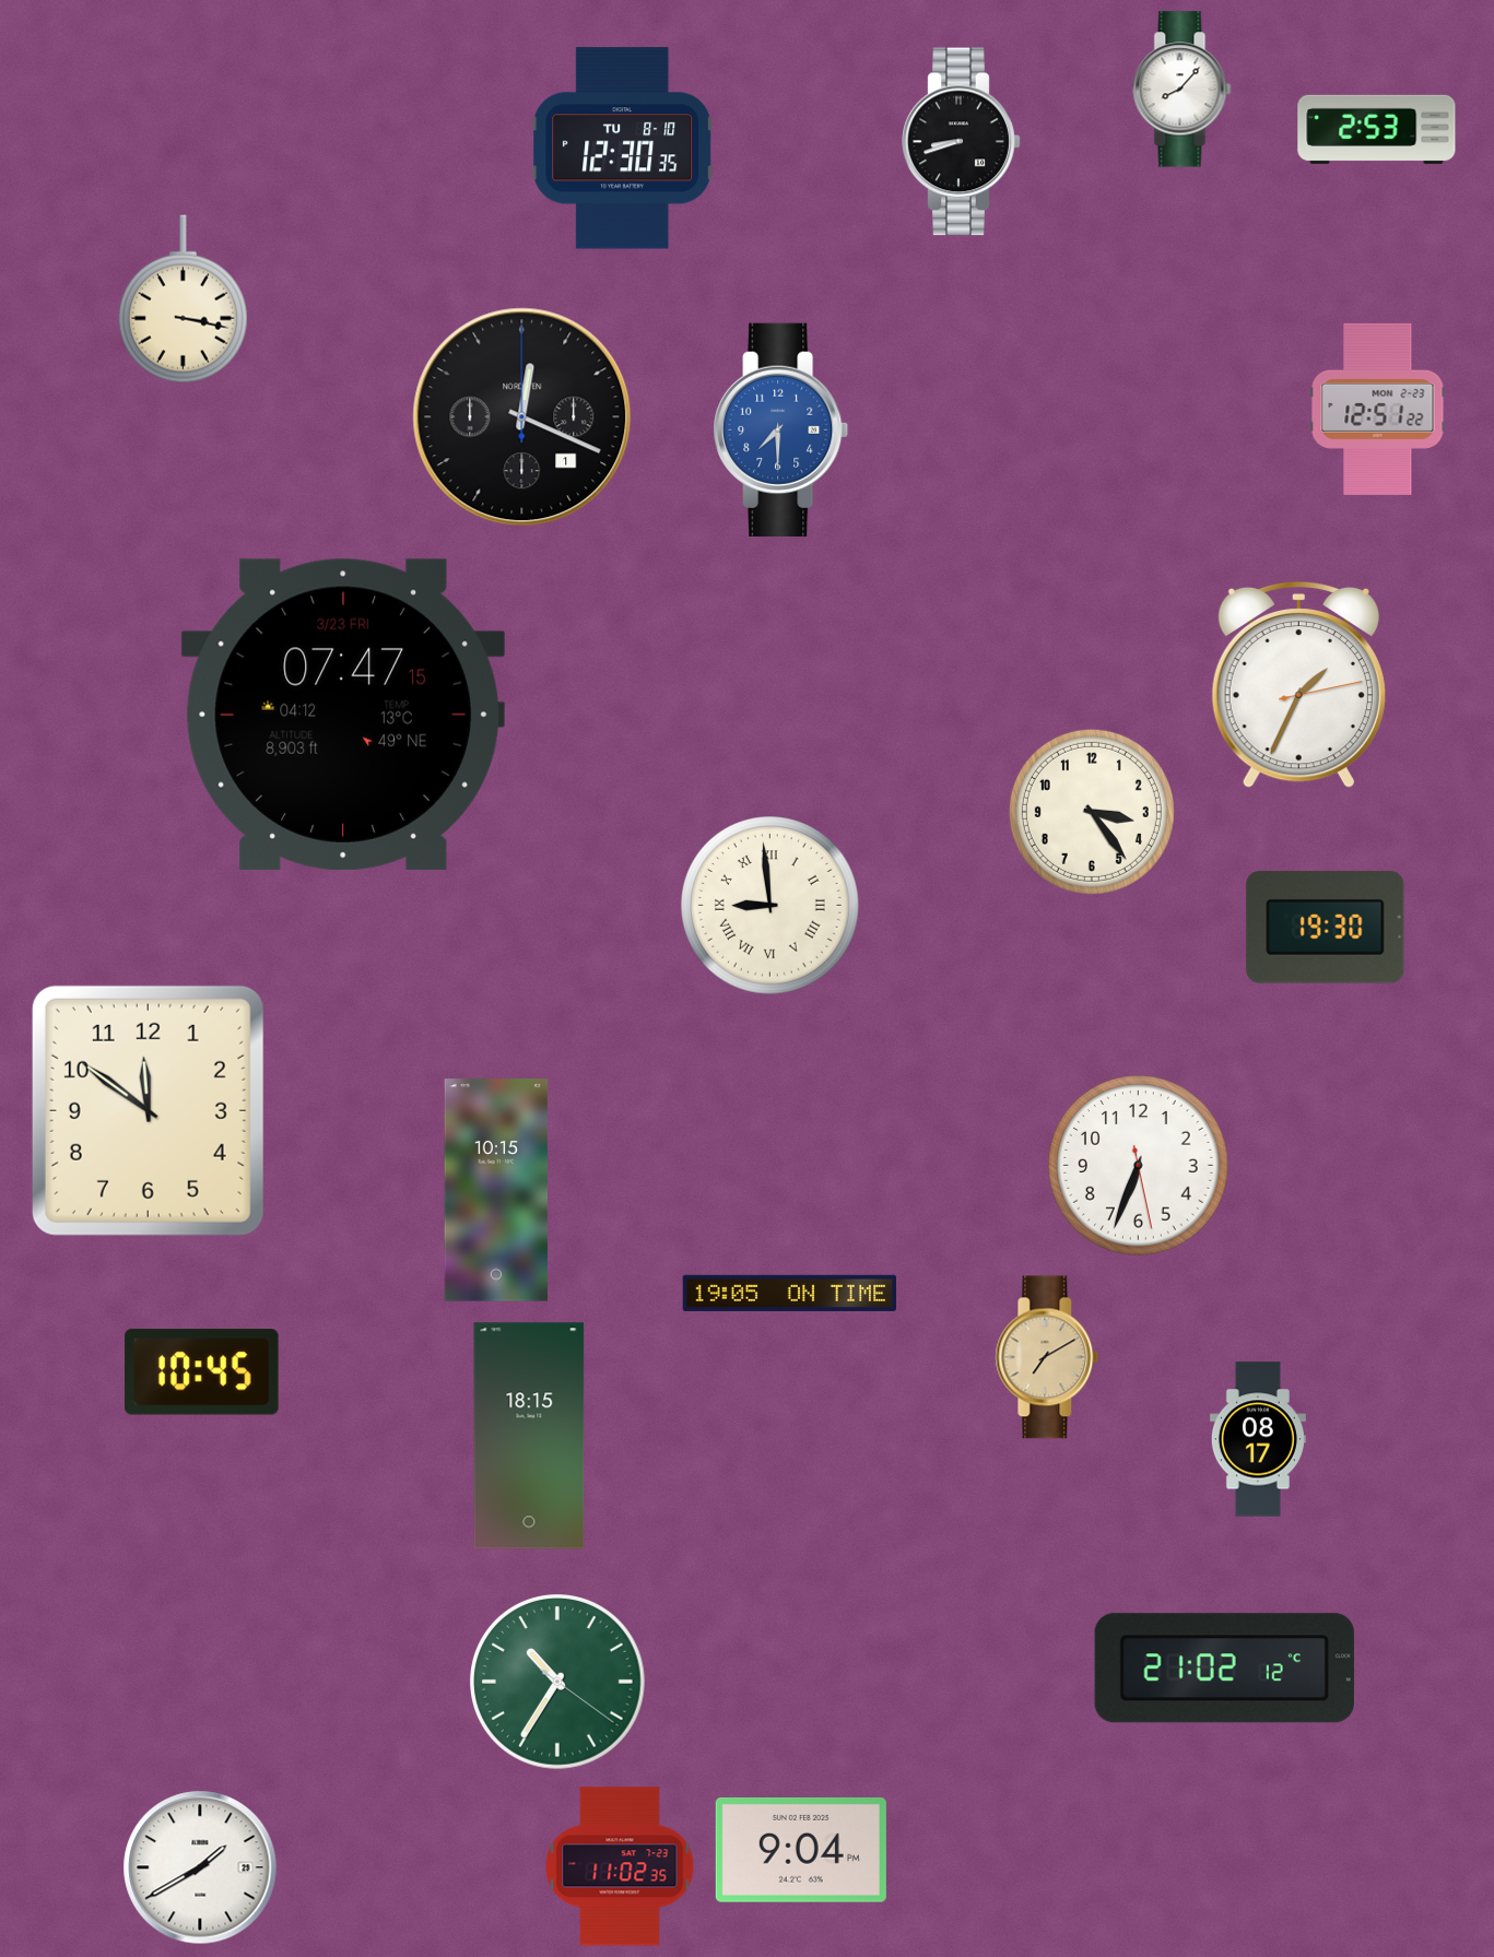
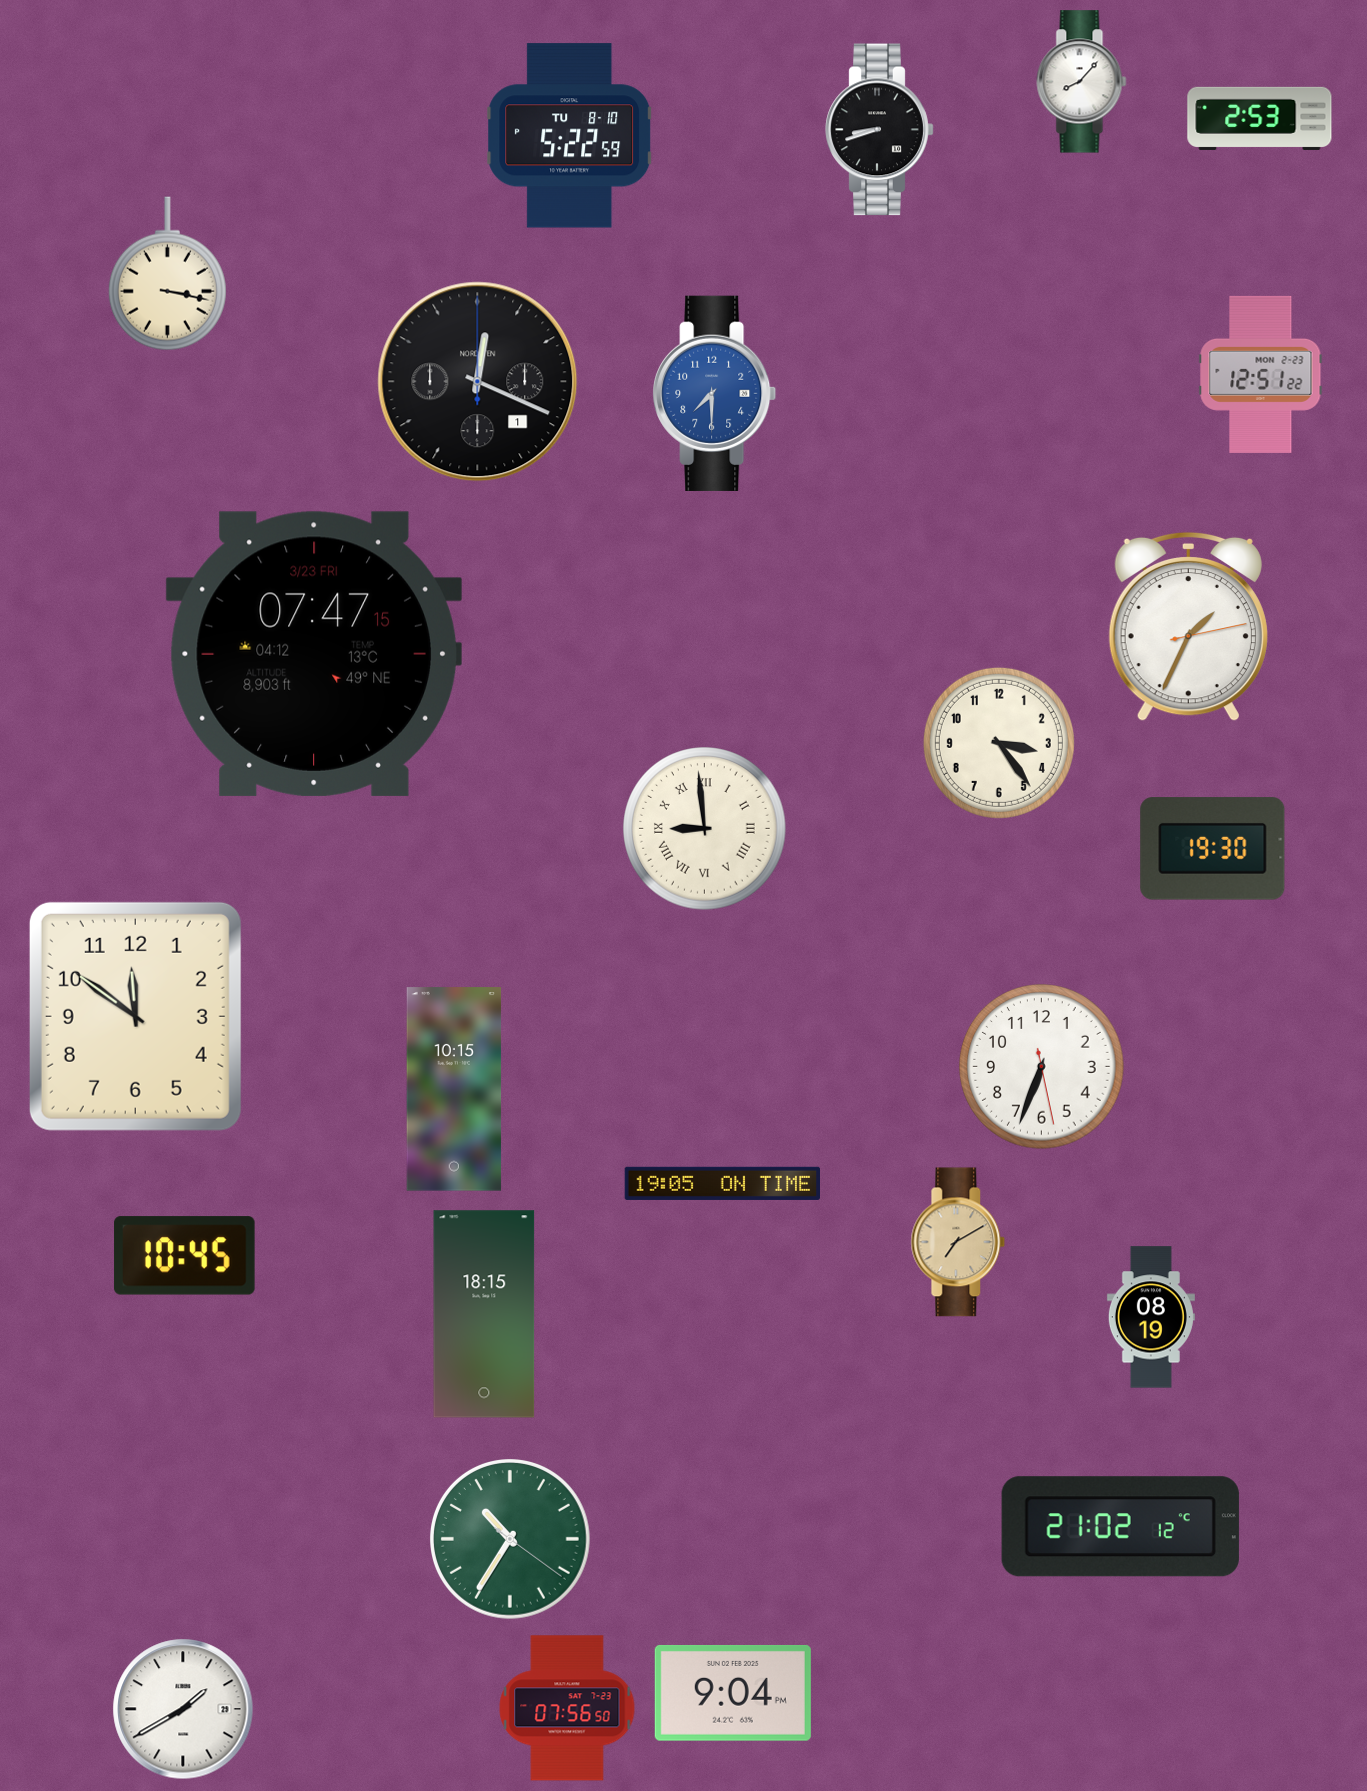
clock at (623, 149): 12:30 -> 5:22
clock at (1258, 1439): 08:17 -> 08:19
clock at (620, 1866): 11:02 -> 07:56
